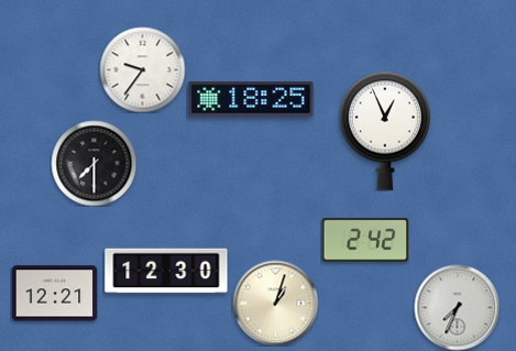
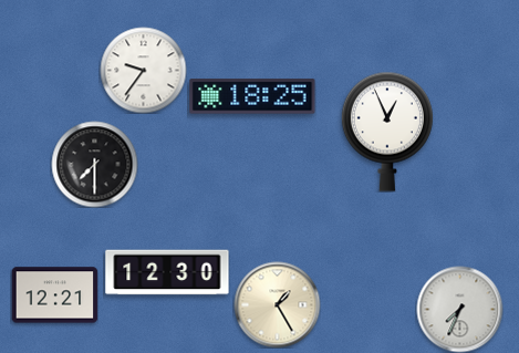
clock at (251, 99) position: (251, 99) -> (252, 96)
clock at (365, 240): 2:42 -> none
clock at (275, 303): 1:03 -> 1:25
